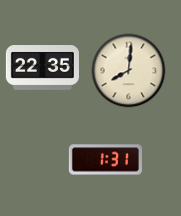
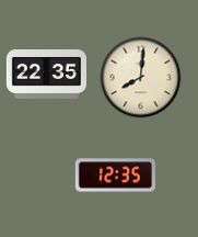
clock at (105, 160): 1:31 -> 12:35
